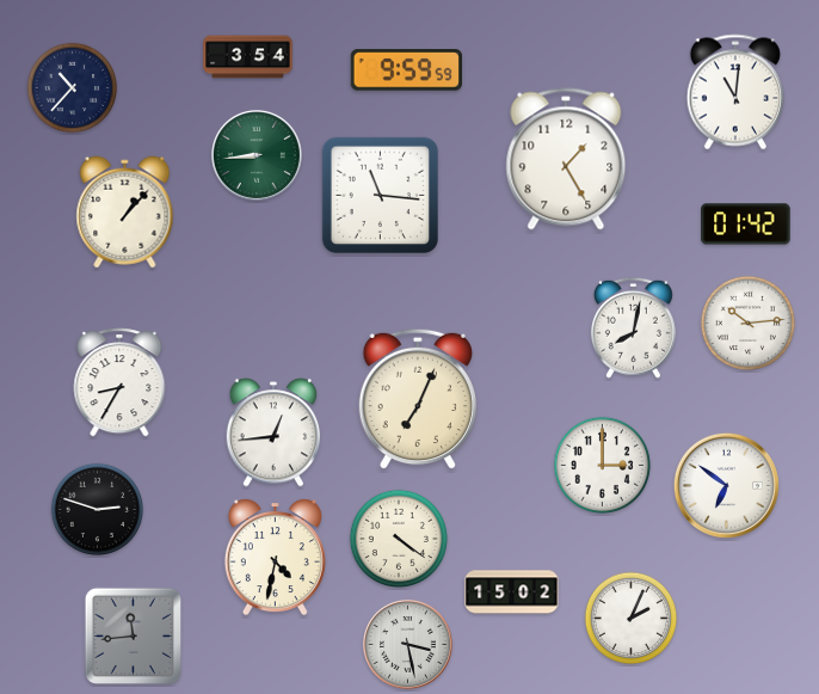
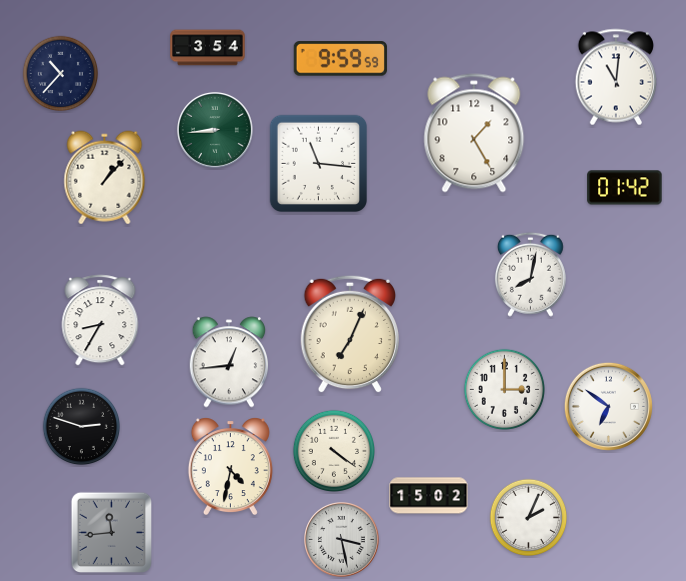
clock at (747, 323): 10:14 -> none
